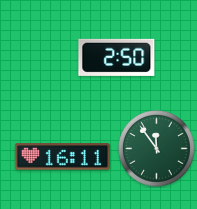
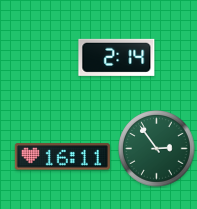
clock at (117, 57): 2:50 -> 2:14
clock at (157, 149): 11:54 -> 2:54
